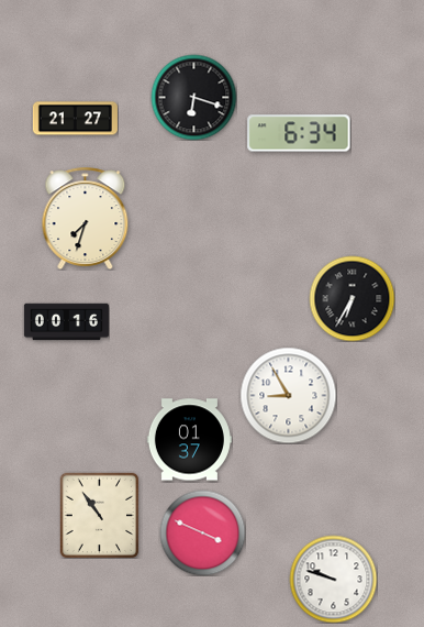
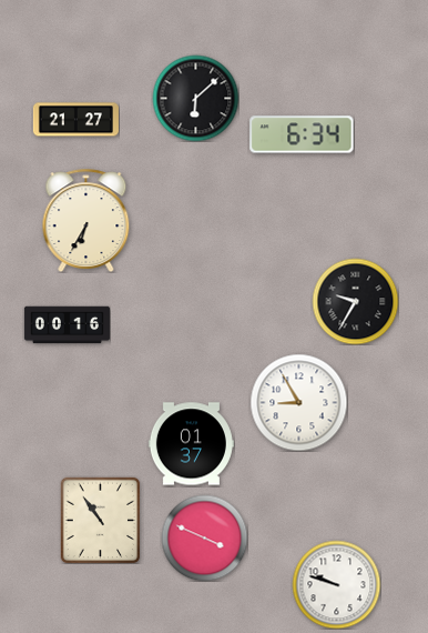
clock at (193, 97): 6:18 -> 6:08
clock at (86, 218): 7:33 -> 6:35
clock at (352, 298): 6:35 -> 9:35
clock at (288, 395) position: (288, 395) -> (298, 402)
